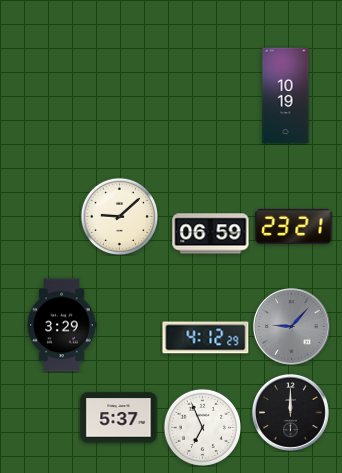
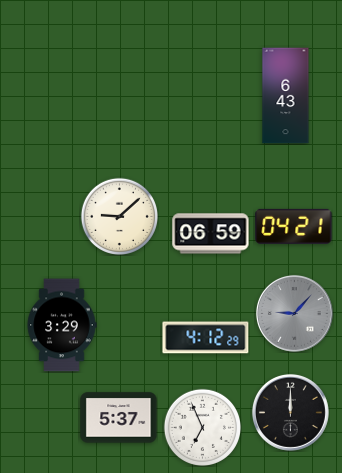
clock at (286, 96): 10:19 -> 6:43
clock at (294, 226): 23:21 -> 04:21
clock at (291, 326) position: (291, 326) -> (294, 313)
